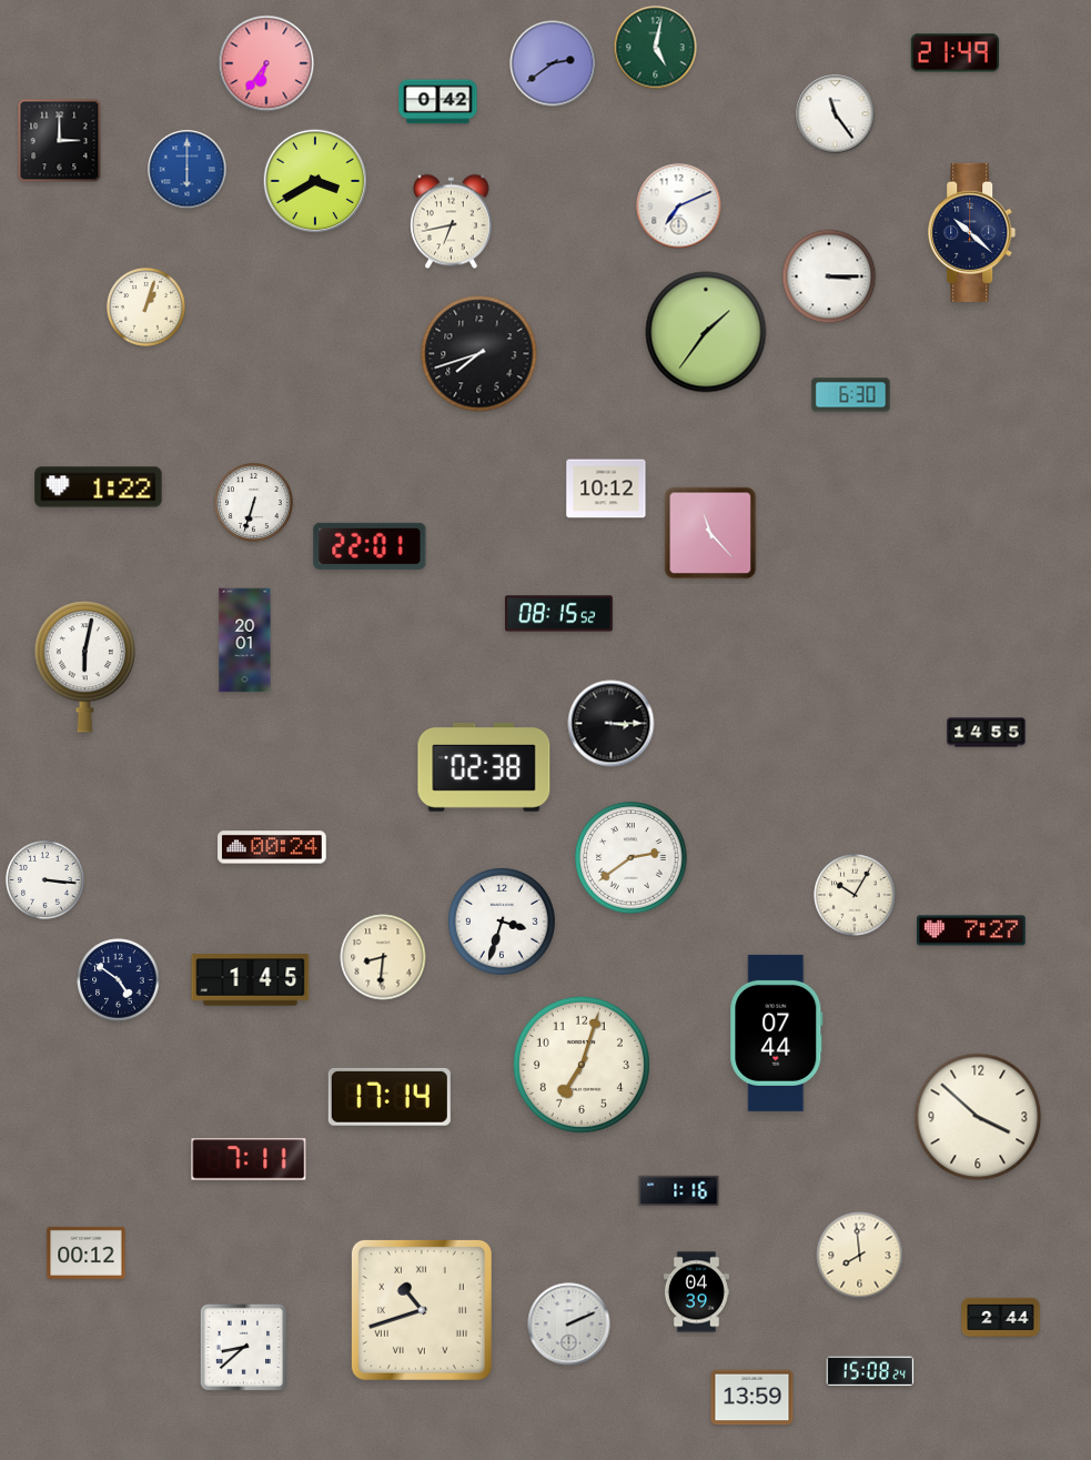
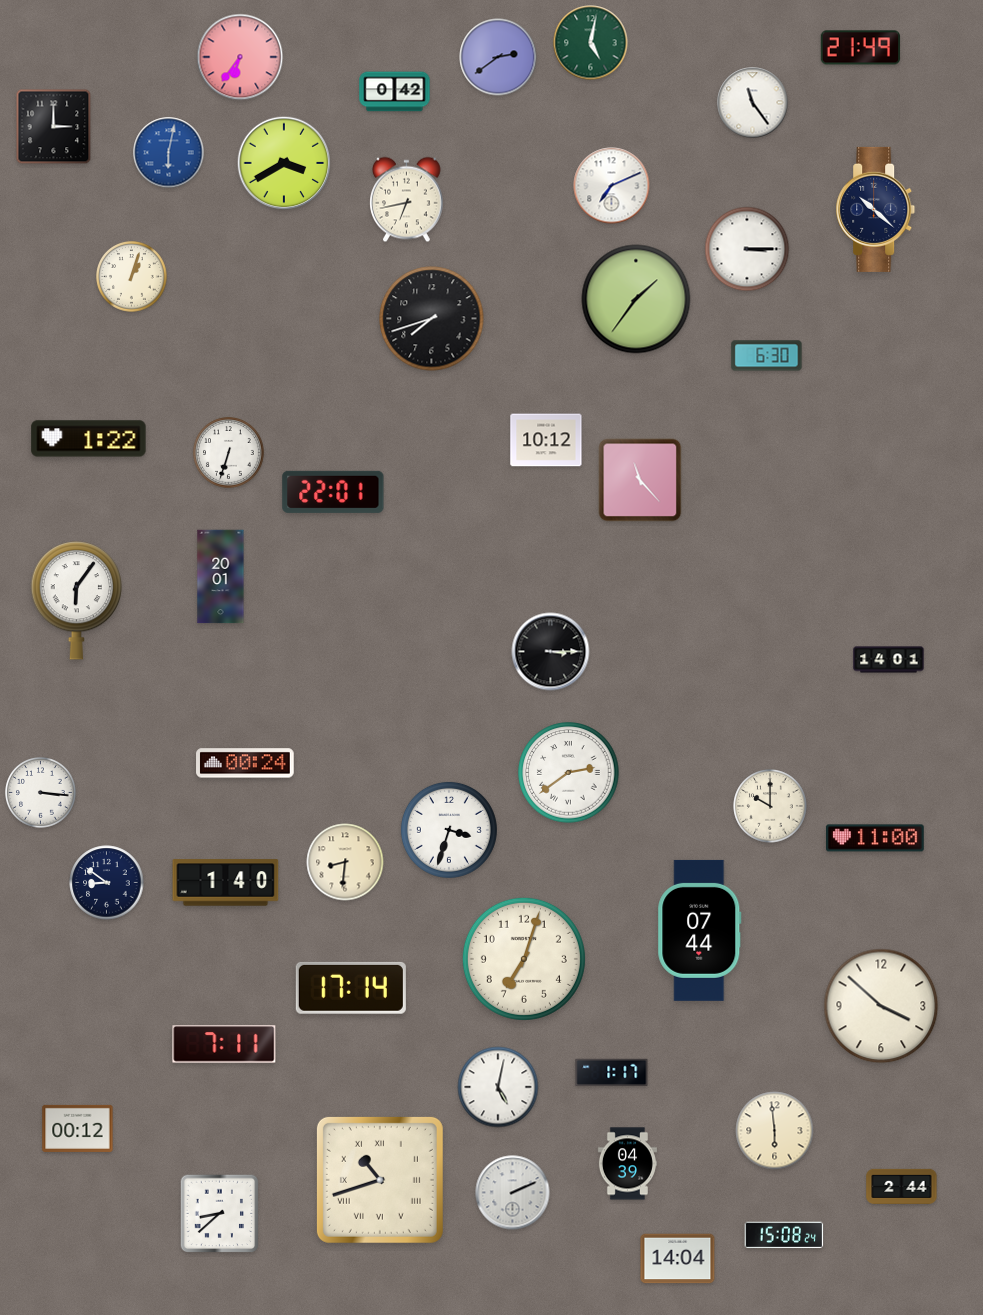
clock at (188, 170): 6:00 -> 6:02
clock at (558, 614): 08:15 -> none
clock at (84, 667): 6:02 -> 6:06
clock at (987, 733): 14:55 -> 14:01
clock at (484, 767): 02:38 -> none
clock at (855, 895): 10:05 -> 10:00
clock at (502, 922) position: (502, 922) -> (449, 830)
clock at (972, 930): 7:27 -> 11:00
clock at (119, 980): 4:51 -> 8:51
clock at (251, 980): 1:45 -> 1:40
clock at (679, 1190): 1:16 -> 1:17
clock at (498, 1087): none -> 5:02
clock at (860, 1256): 7:59 -> 5:59
clock at (752, 1398): 13:59 -> 14:04
